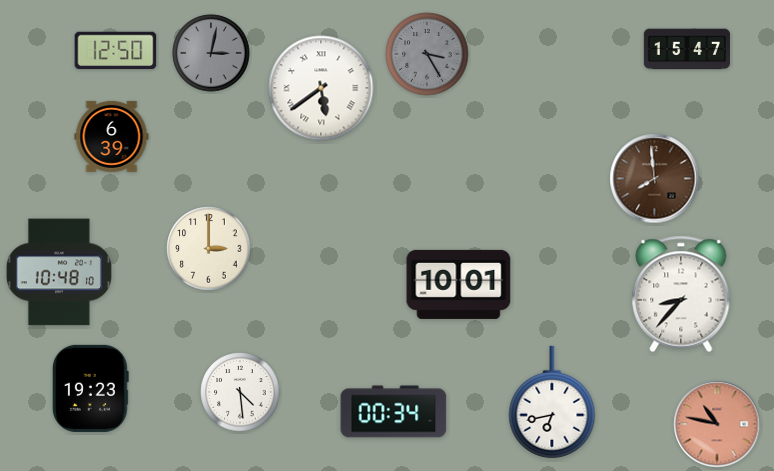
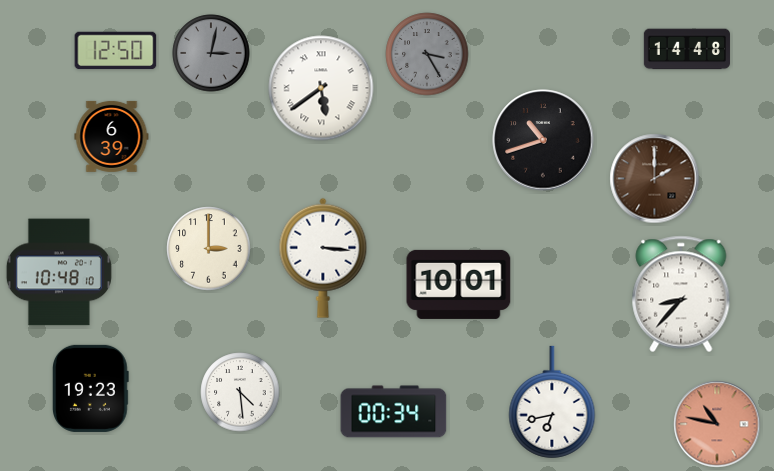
clock at (687, 49): 15:47 -> 14:48
clock at (543, 140): none -> 10:42
clock at (655, 179): 7:59 -> 2:00
clock at (323, 258): none -> 3:16
